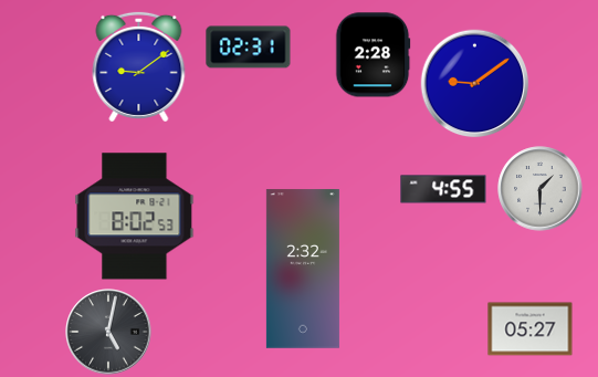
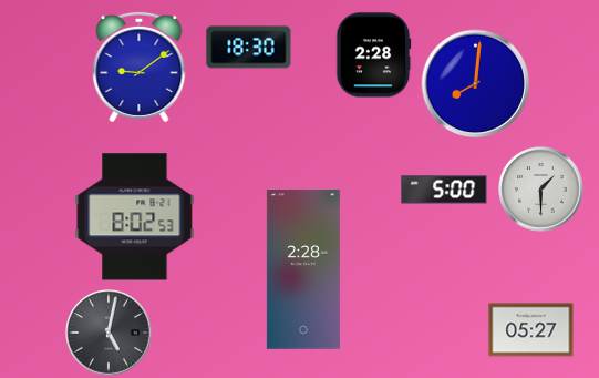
clock at (249, 48): 02:31 -> 18:30
clock at (475, 84): 9:09 -> 8:01
clock at (443, 189): 4:55 -> 5:00
clock at (303, 269): 2:32 -> 2:28
